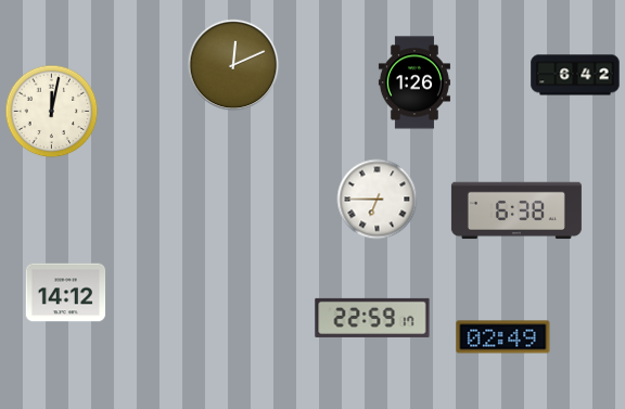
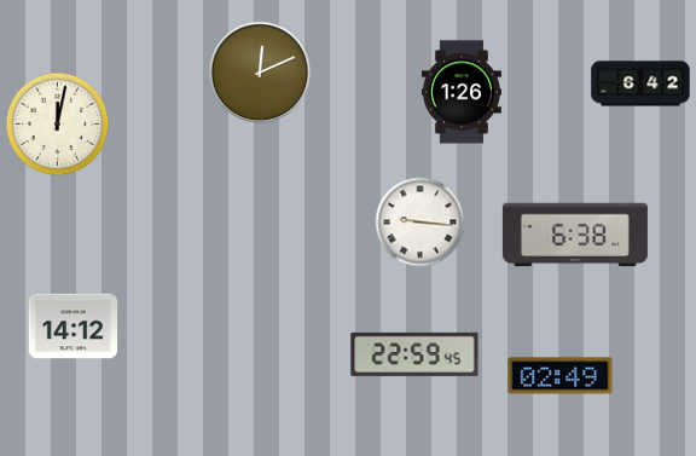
clock at (378, 200): 6:45 -> 9:16
clock at (372, 318): 22:59:17 -> 22:59:45
